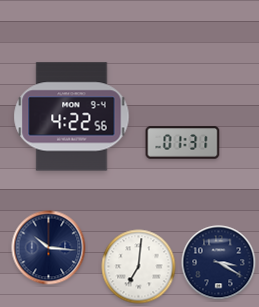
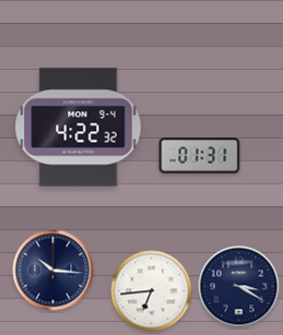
clock at (72, 117): 4:22:56 -> 4:22:32
clock at (139, 267): 7:01 -> 6:44
